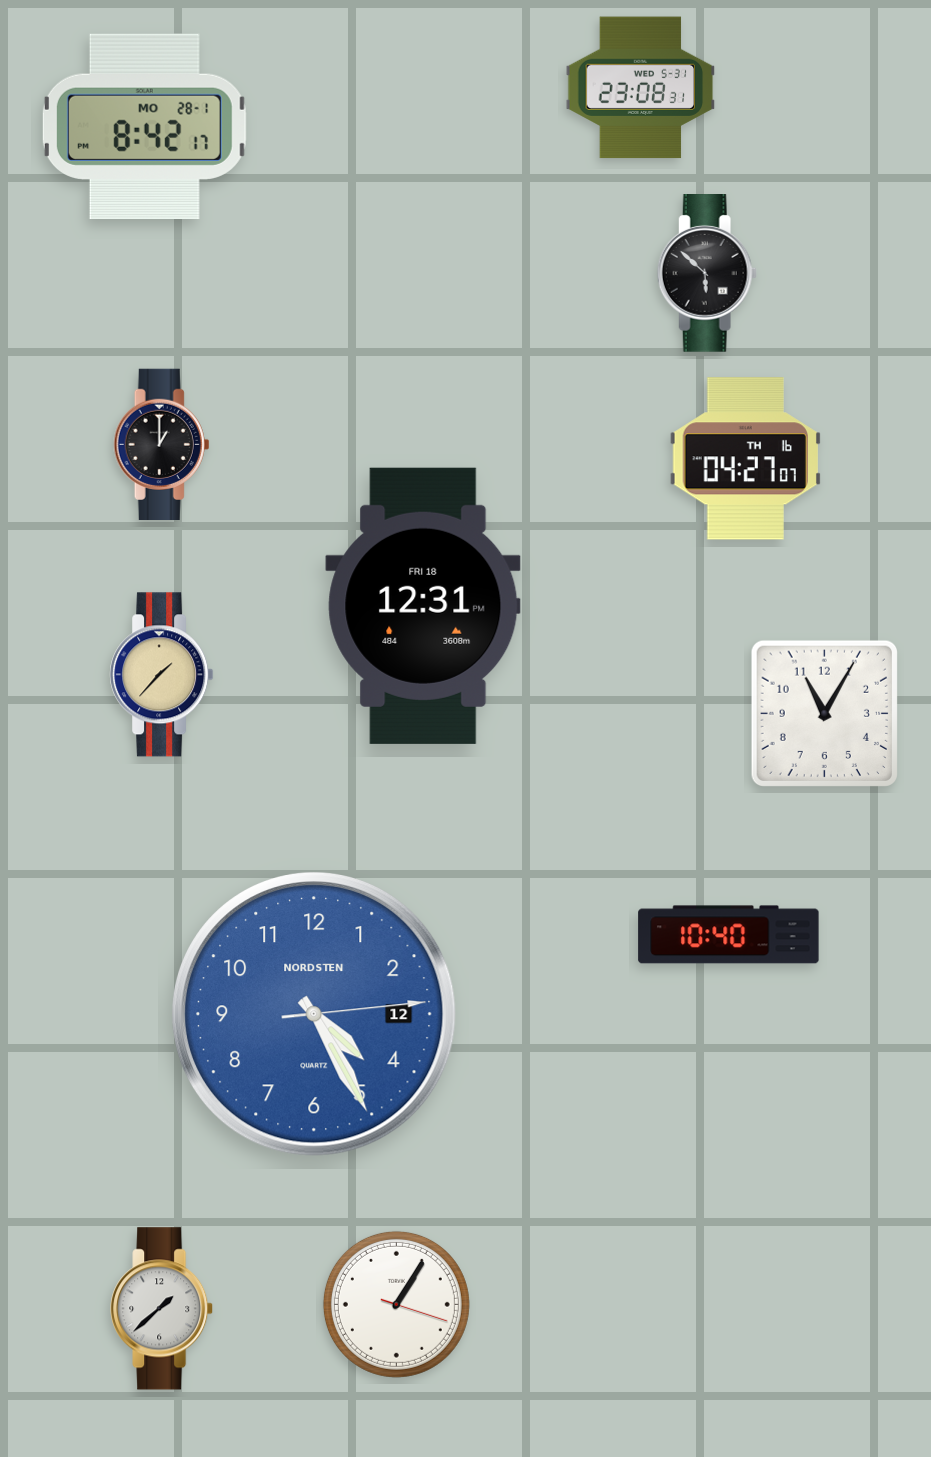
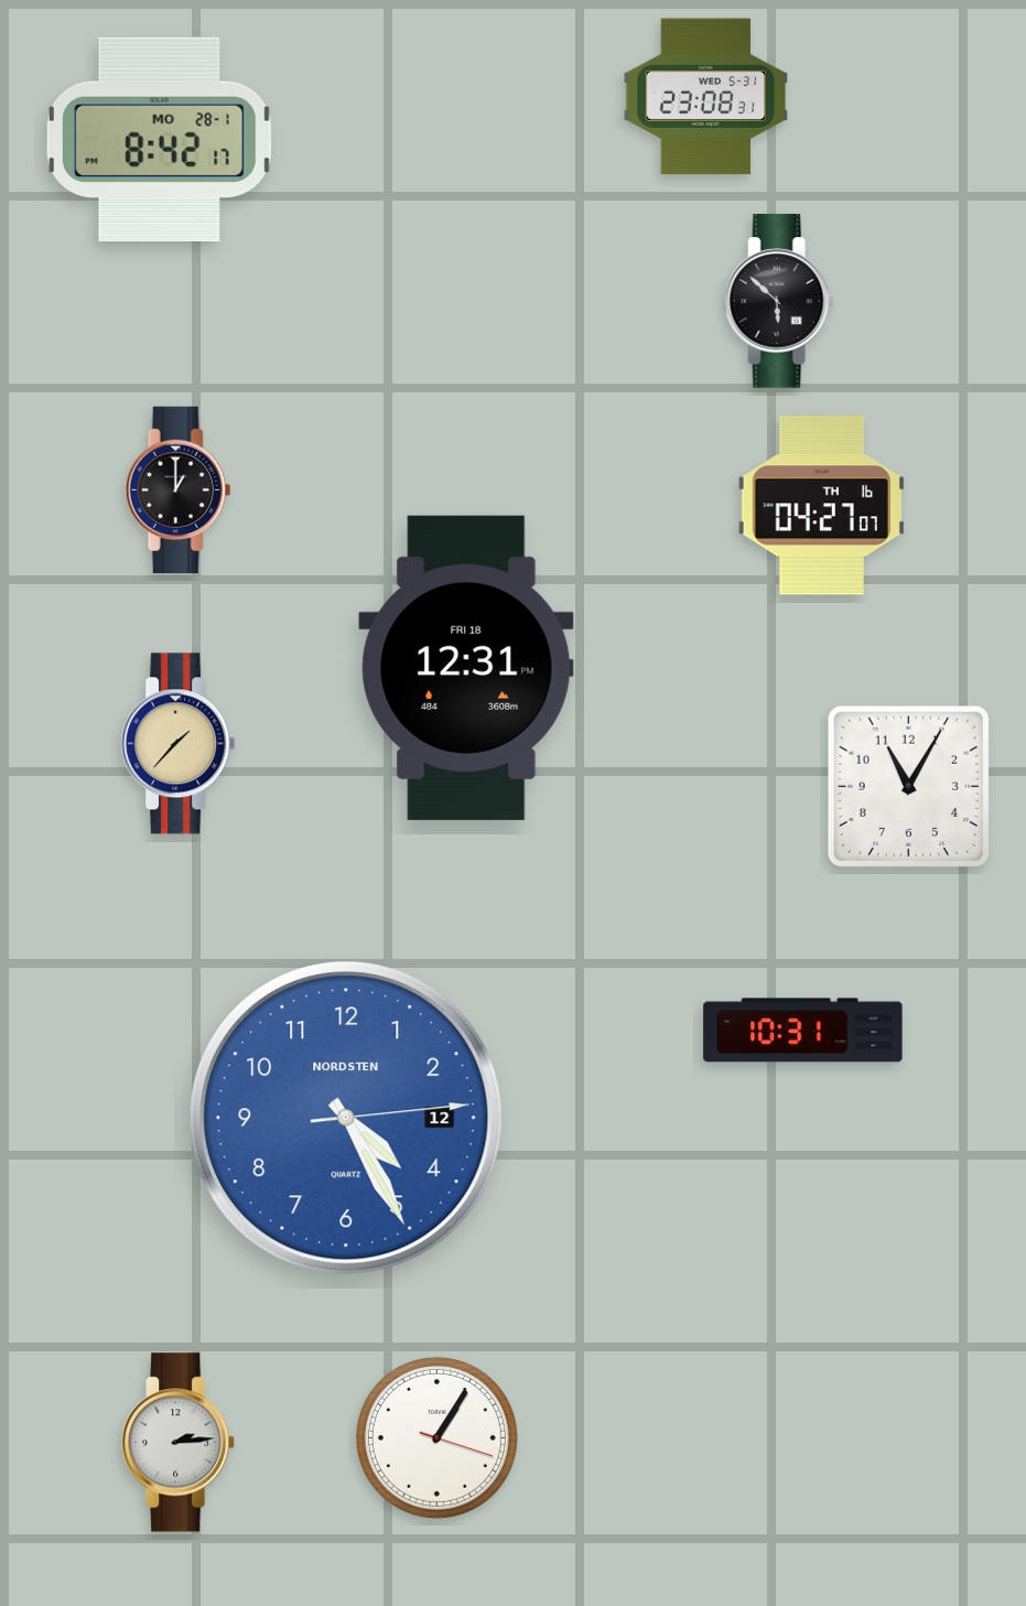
clock at (729, 935): 10:40 -> 10:31
clock at (162, 1309): 1:38 -> 2:14
